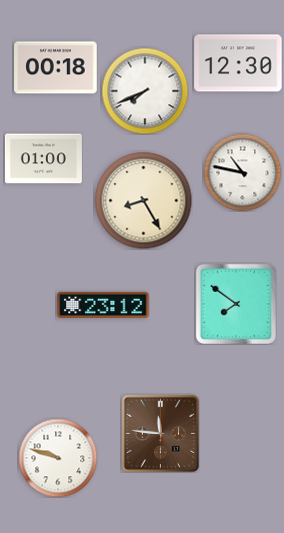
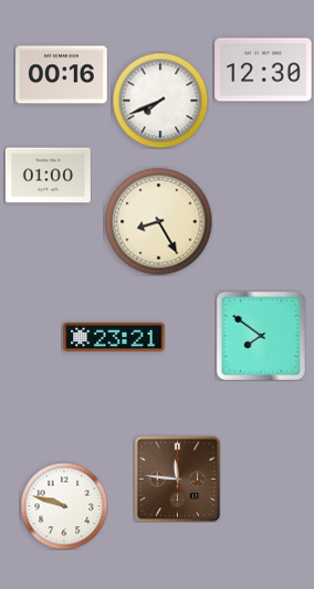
clock at (56, 68): 00:18 -> 00:16
clock at (242, 172): 10:47 -> none
clock at (103, 304): 23:12 -> 23:21
